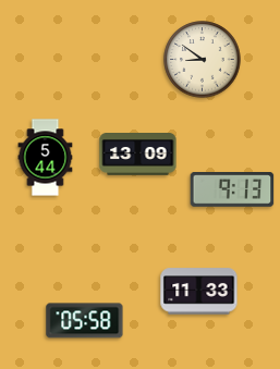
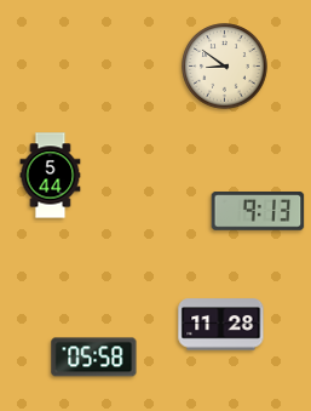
clock at (138, 155): 13:09 -> none
clock at (199, 292): 11:33 -> 11:28
